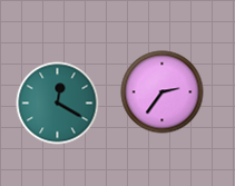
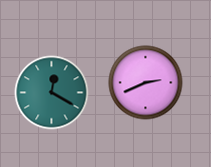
clock at (163, 92): 2:36 -> 2:41
